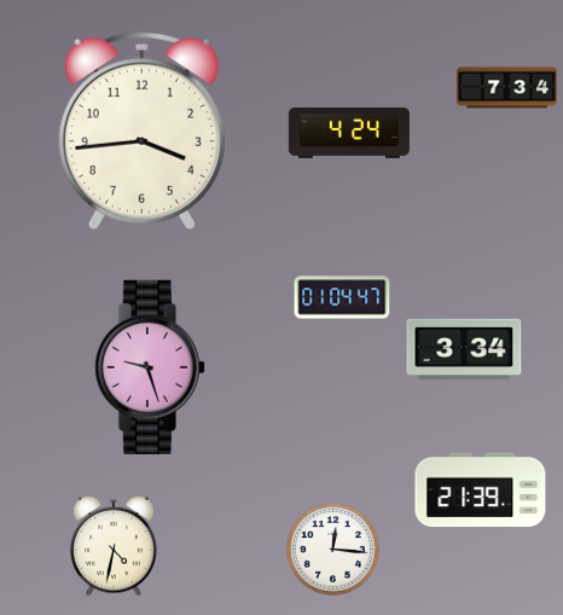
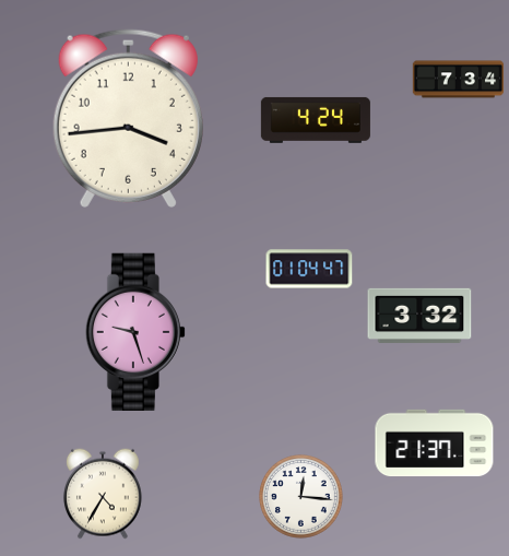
clock at (464, 349): 3:34 -> 3:32
clock at (481, 491): 21:39 -> 21:37
clock at (114, 546): 4:32 -> 4:35
